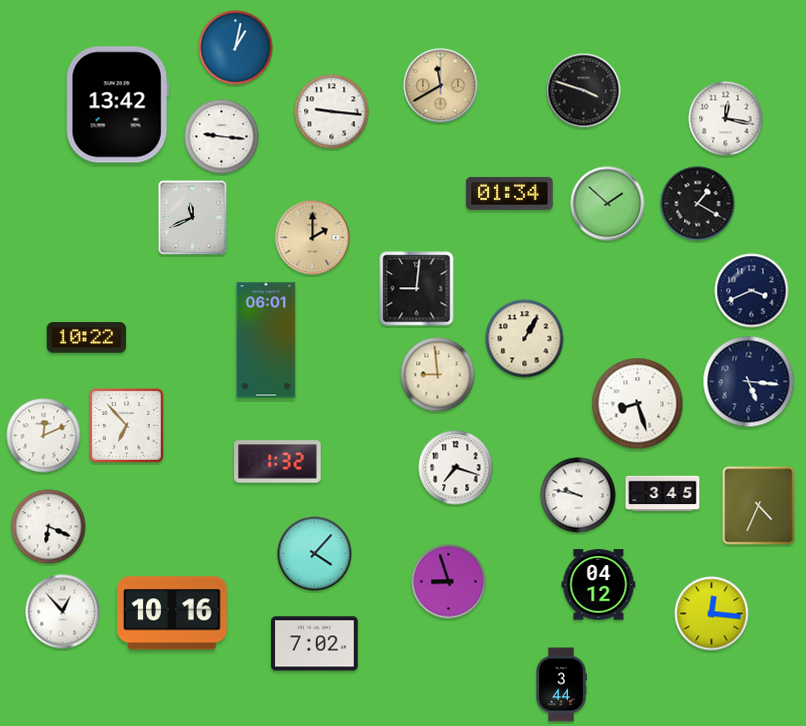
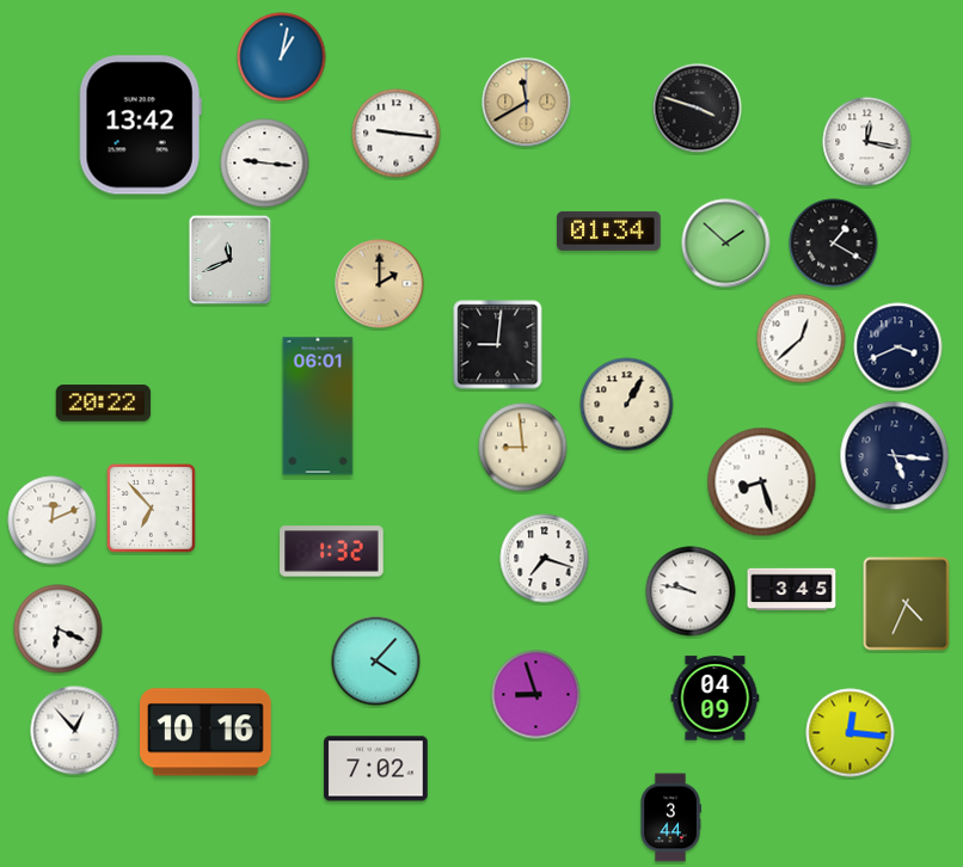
clock at (313, 238) position: (313, 238) -> (380, 284)
clock at (802, 339): none -> 12:38
clock at (87, 338): 10:22 -> 20:22
clock at (599, 585): 04:12 -> 04:09
